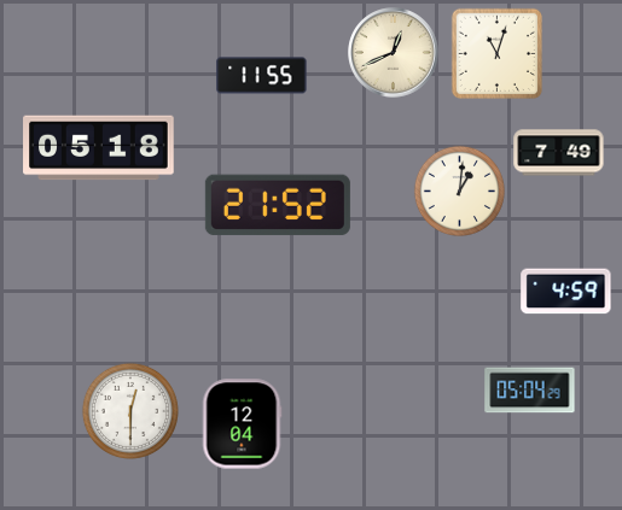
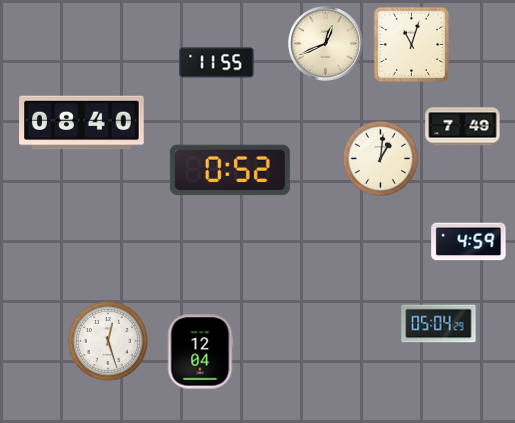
clock at (99, 148): 05:18 -> 08:40
clock at (278, 205): 21:52 -> 0:52
clock at (130, 411): 12:30 -> 12:27
